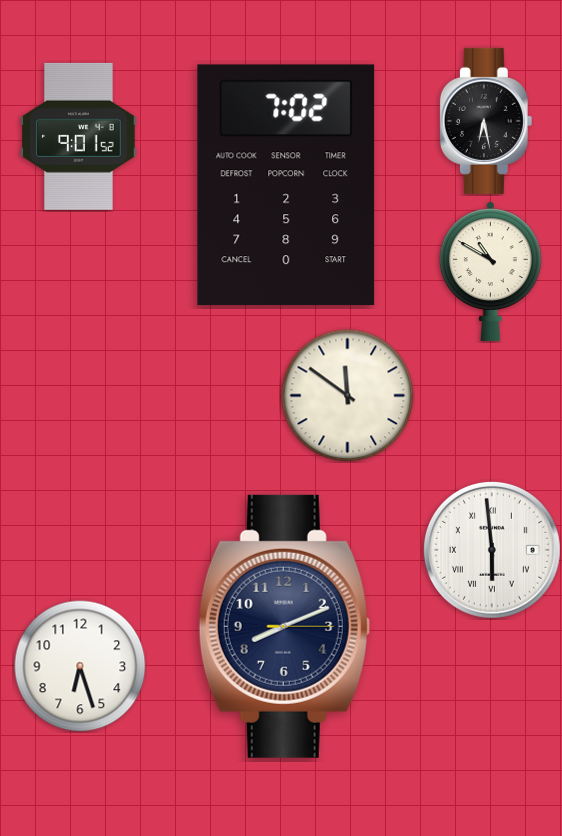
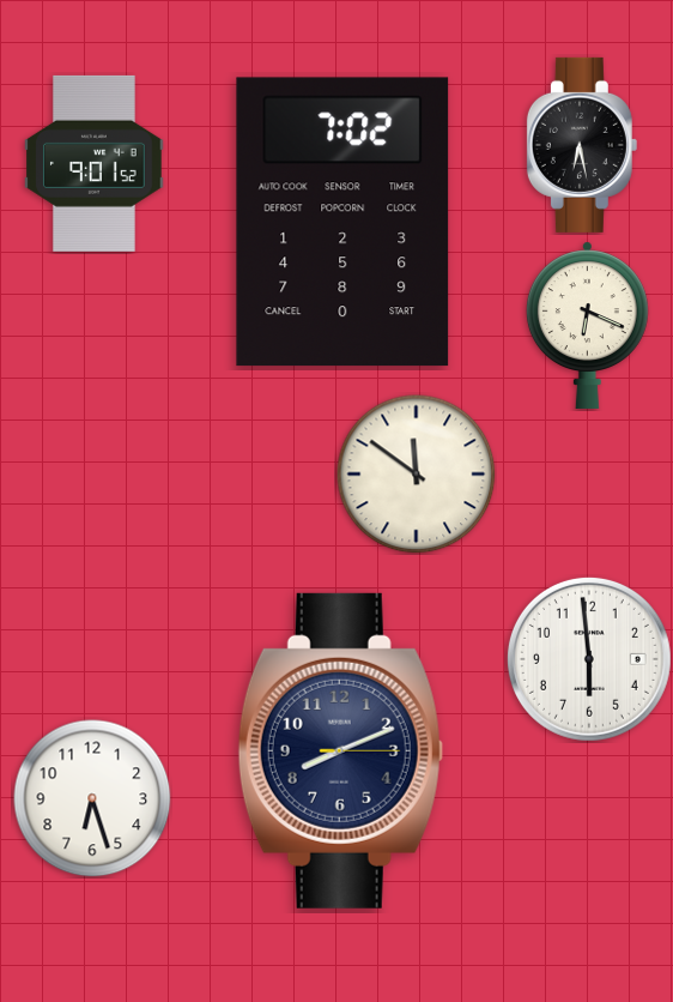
clock at (490, 271): 10:50 -> 6:19
clock at (492, 550) numerals: Roman -> Arabic
clock at (80, 666) position: (80, 666) -> (92, 798)
